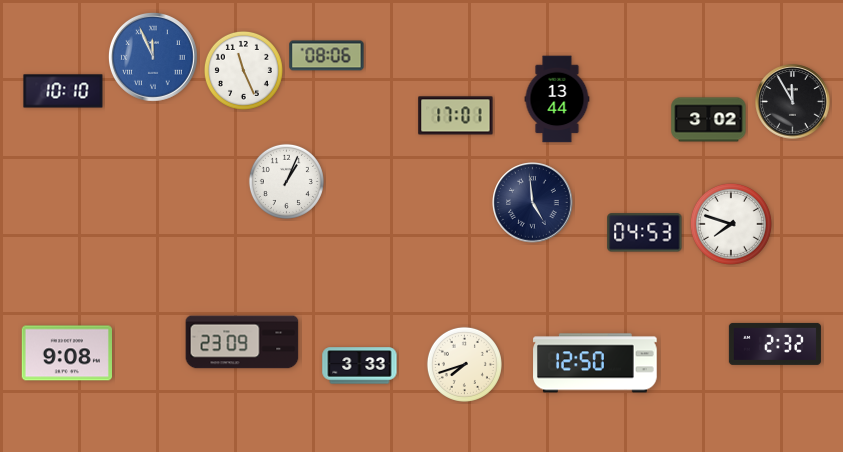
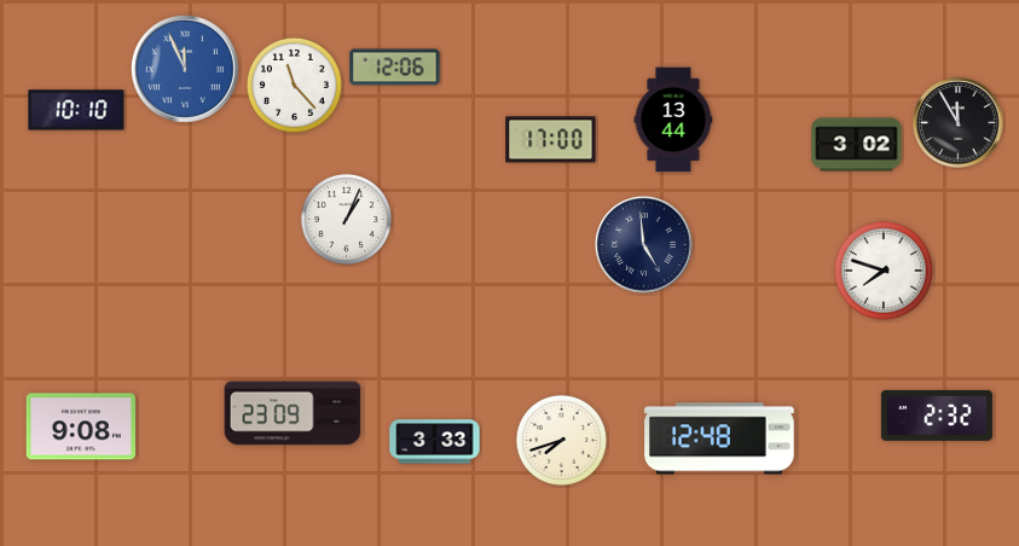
clock at (327, 56): 08:06 -> 12:06
clock at (243, 70): 11:26 -> 11:23
clock at (456, 116): 17:01 -> 17:00
clock at (645, 233): 04:53 -> none
clock at (595, 363): 12:50 -> 12:48
